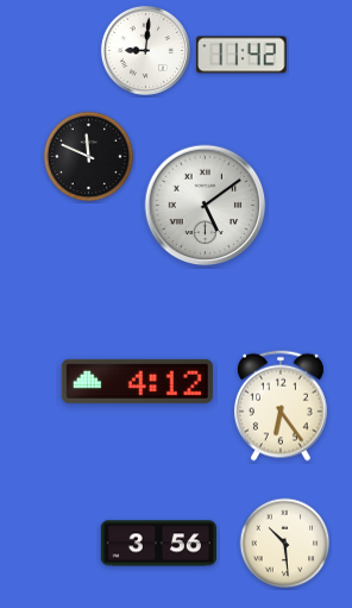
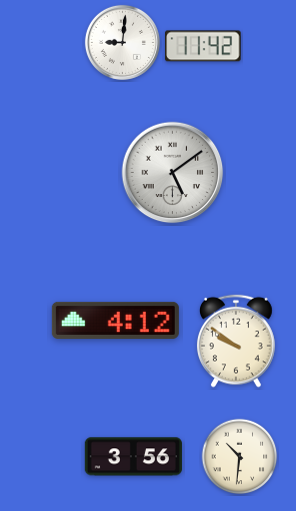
clock at (89, 157): 11:49 -> none
clock at (281, 406): 6:24 -> 9:51
clock at (285, 544): 10:29 -> 10:31
